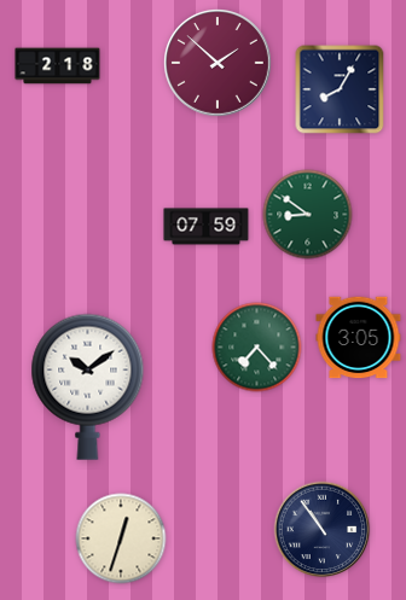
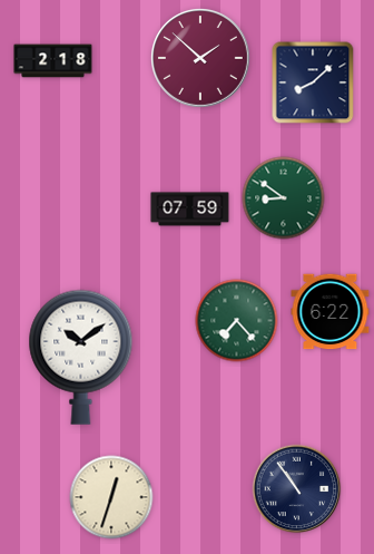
clock at (340, 89): 8:05 -> 8:08
clock at (359, 338): 3:05 -> 6:22
